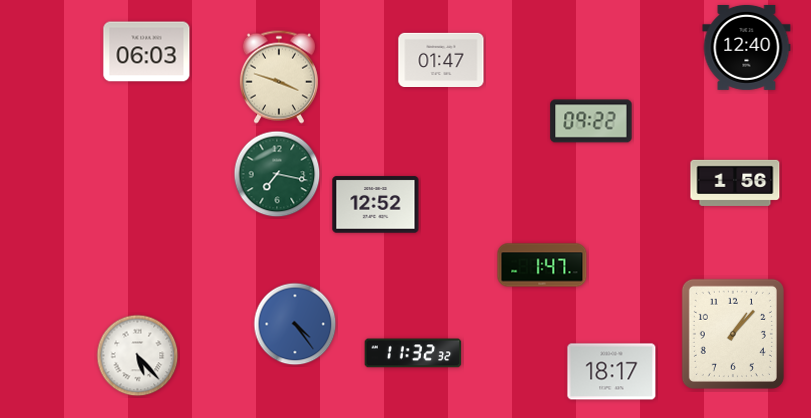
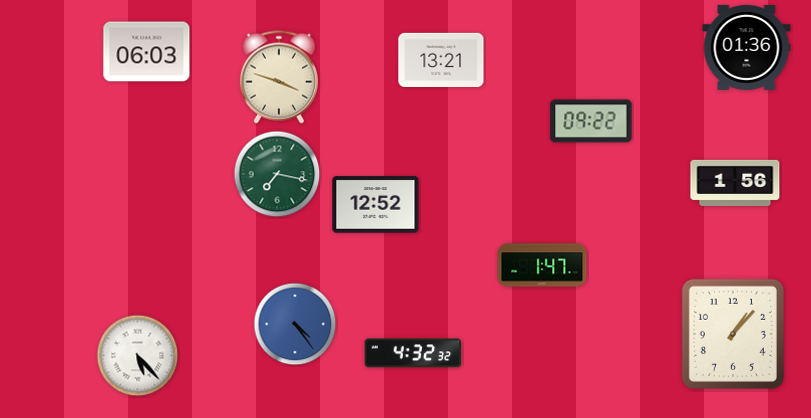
clock at (747, 47): 12:40 -> 01:36
clock at (441, 59): 01:47 -> 13:21
clock at (413, 353): 11:32 -> 4:32
clock at (612, 372): 18:17 -> none
